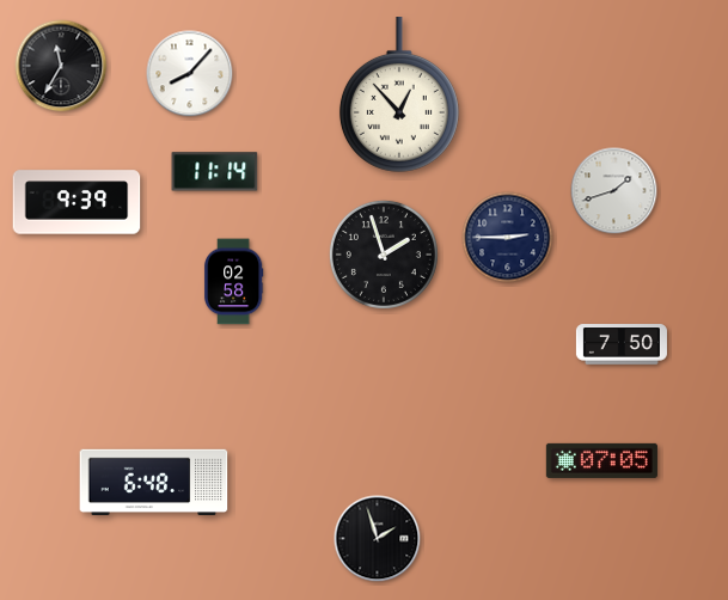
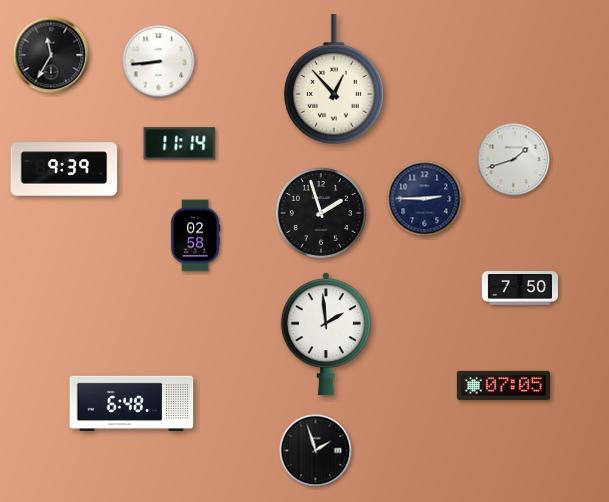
clock at (190, 74): 8:07 -> 8:44
clock at (326, 334): none -> 1:59
clock at (154, 482) position: (154, 482) -> (132, 403)
